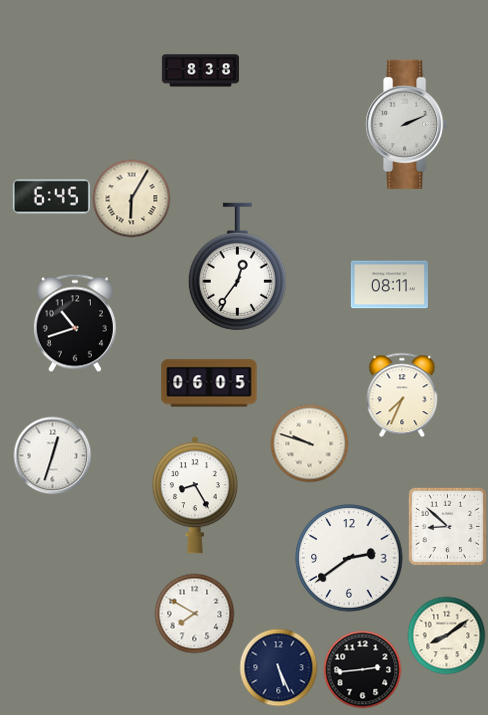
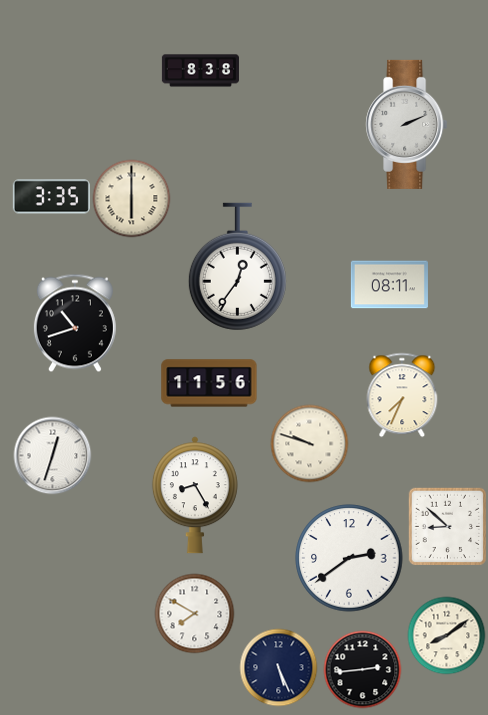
clock at (51, 197): 6:45 -> 3:35
clock at (131, 198): 6:05 -> 6:00
clock at (209, 383): 06:05 -> 11:56
